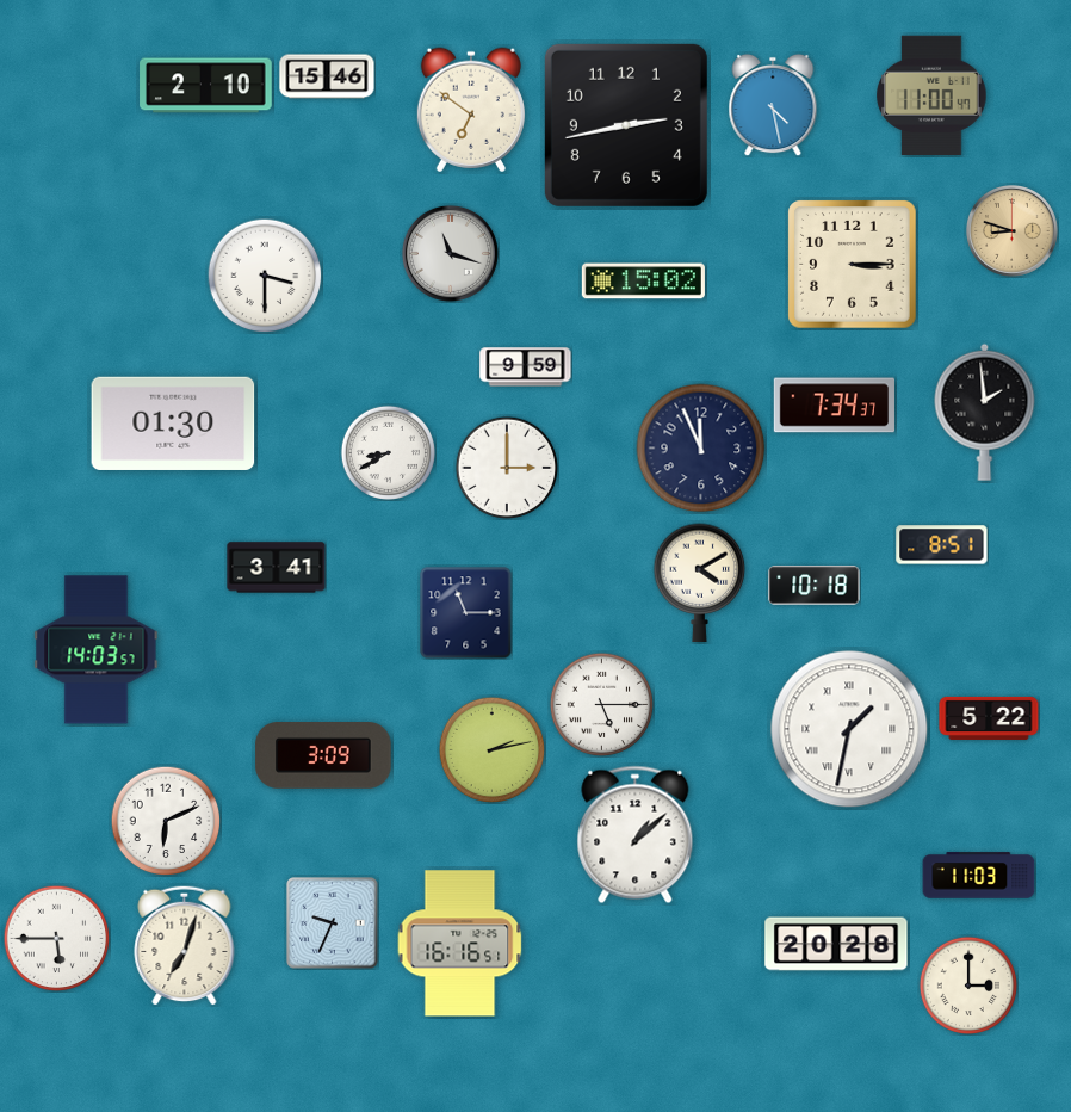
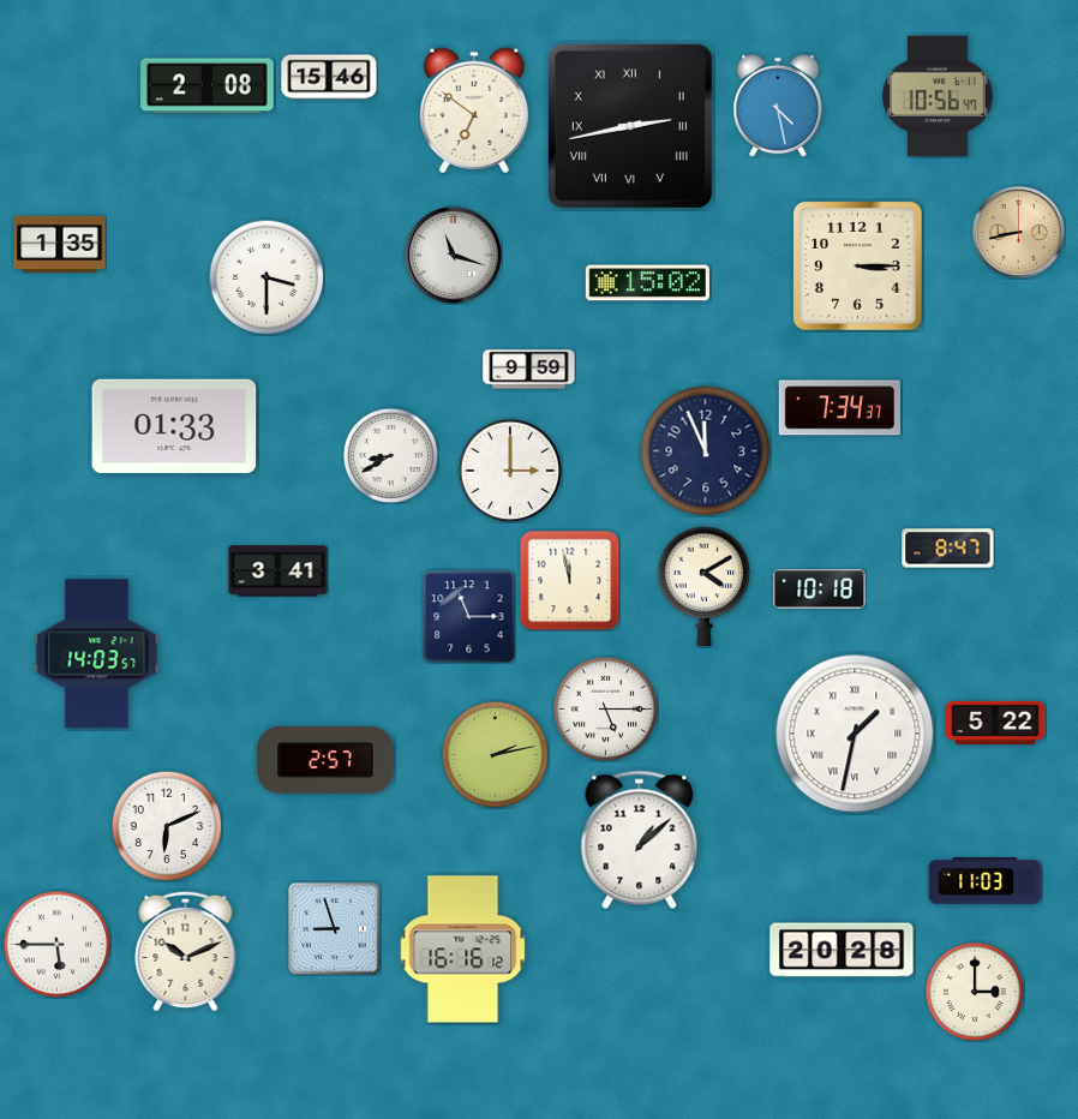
clock at (206, 86): 2:10 -> 2:08
clock at (931, 94): 11:00 -> 10:56
clock at (626, 125) numerals: Arabic -> Roman
clock at (1013, 231): 8:48 -> 8:43
clock at (60, 245): none -> 1:35
clock at (985, 412): 1:59 -> none
clock at (173, 424): 01:30 -> 01:33
clock at (942, 545): 8:51 -> 8:47
clock at (569, 580): none -> 11:58
clock at (323, 756): 3:09 -> 2:57
clock at (333, 923): 9:34 -> 8:57
clock at (460, 944): 16:16:51 -> 16:16:12
clock at (185, 945): 7:03 -> 10:11
